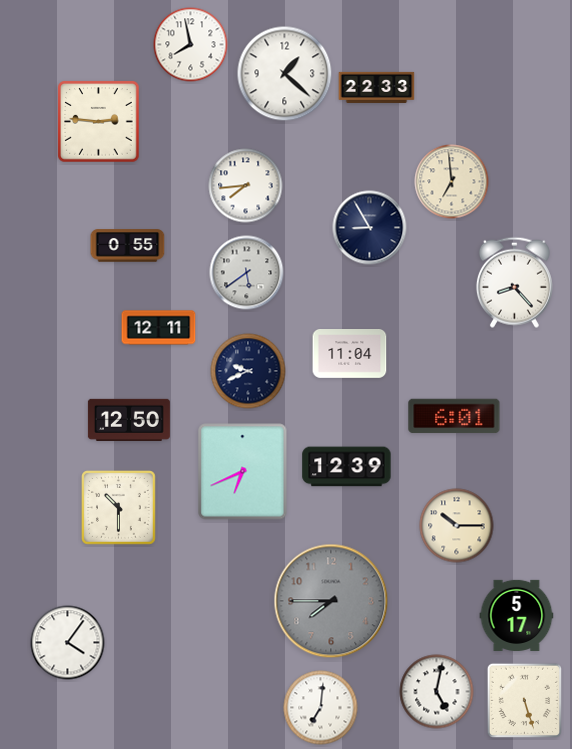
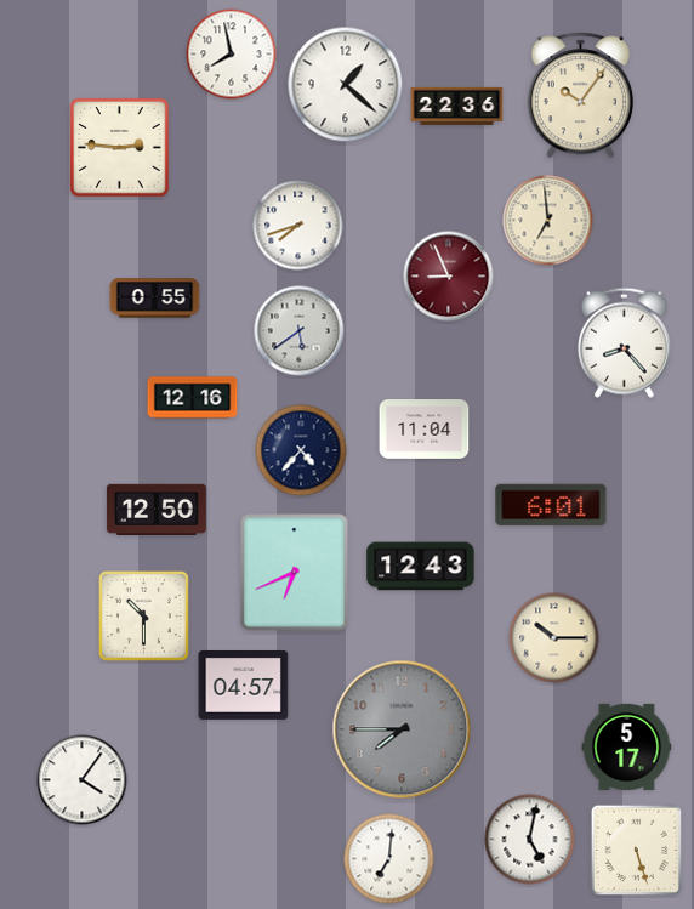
clock at (285, 74) position: (285, 74) -> (346, 85)
clock at (580, 96): none -> 10:06
clock at (377, 87): 22:33 -> 22:36
clock at (246, 186): 7:44 -> 7:42
clock at (370, 228): 8:55 -> 8:56
clock at (370, 228) dial: navy -> burgundy
clock at (159, 328): 12:11 -> 12:16
clock at (248, 371): 9:41 -> 4:37
clock at (347, 467): 12:39 -> 12:43
clock at (244, 686): none -> 04:57
